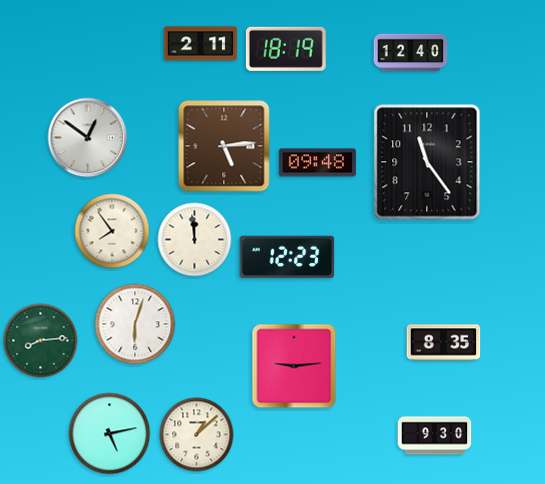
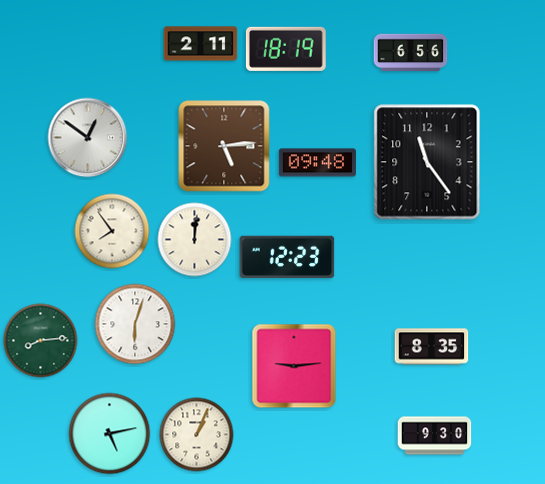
clock at (411, 53): 12:40 -> 6:56
clock at (195, 240): 11:59 -> 12:01
clock at (444, 343) position: (444, 343) -> (432, 347)
clock at (197, 435): 1:08 -> 1:04
